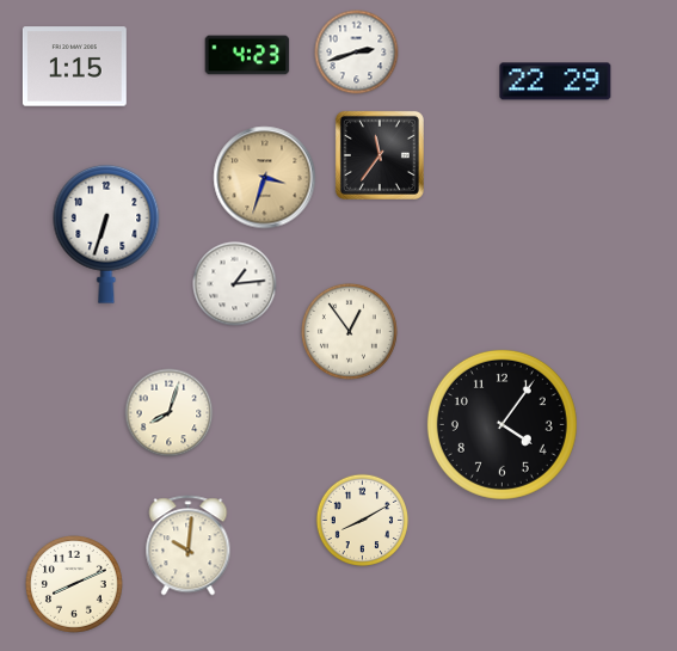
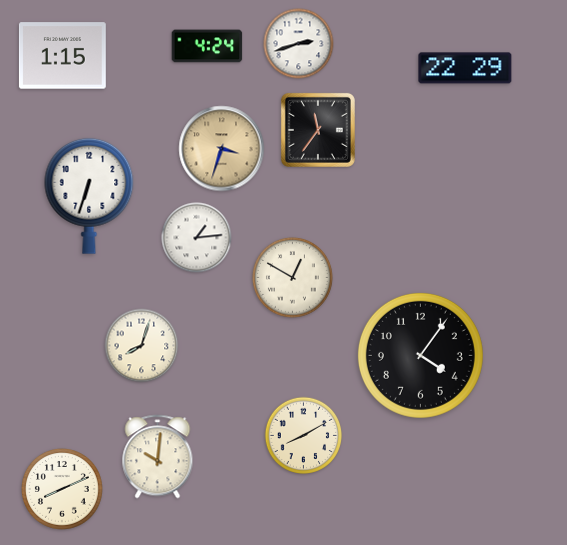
clock at (247, 55): 4:23 -> 4:24
clock at (349, 331): 12:54 -> 12:50
